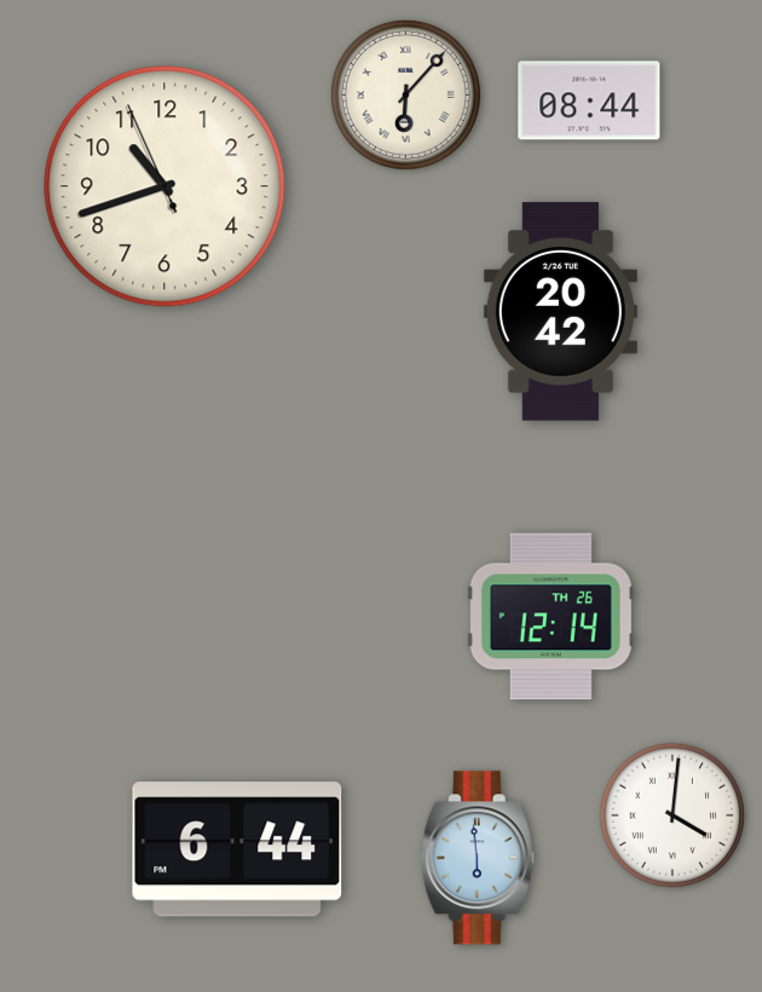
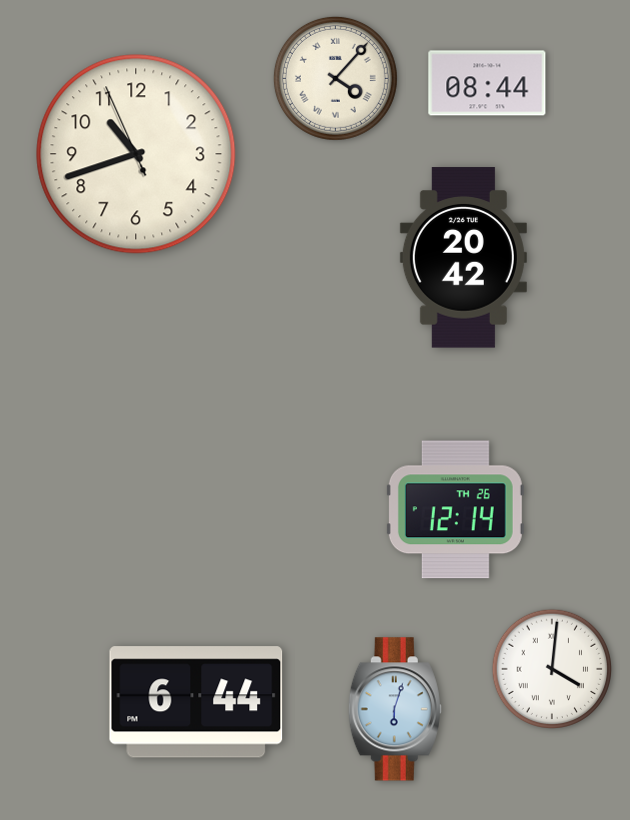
clock at (405, 94): 6:07 -> 4:07
clock at (672, 815) position: (672, 815) -> (552, 669)
clock at (478, 858): 5:59 -> 6:03
